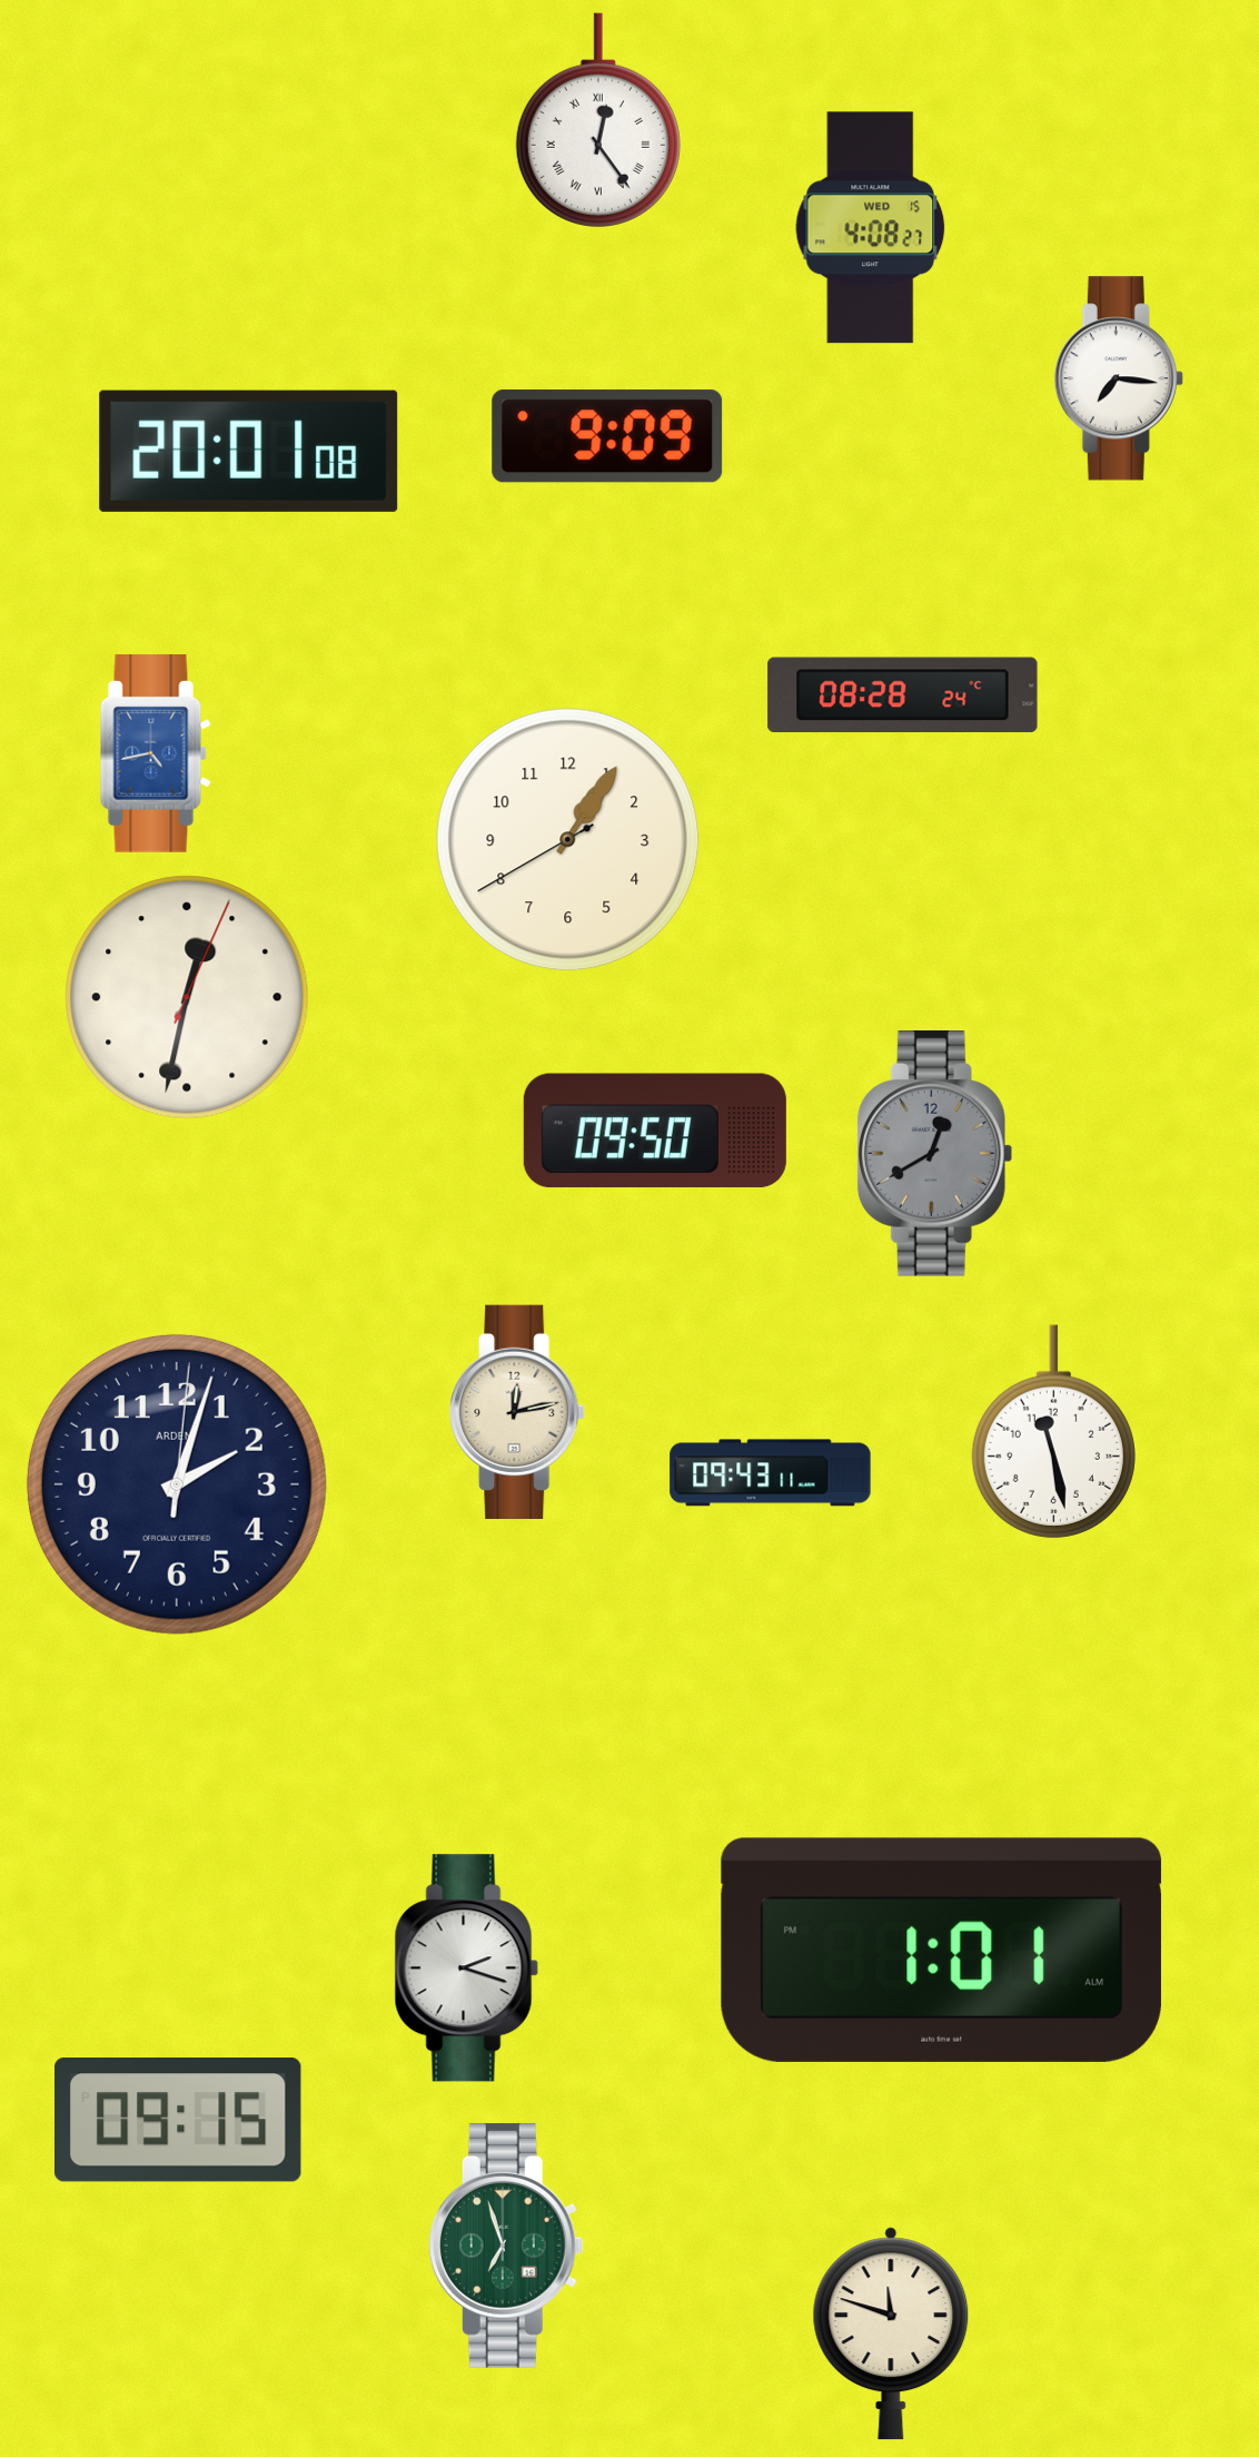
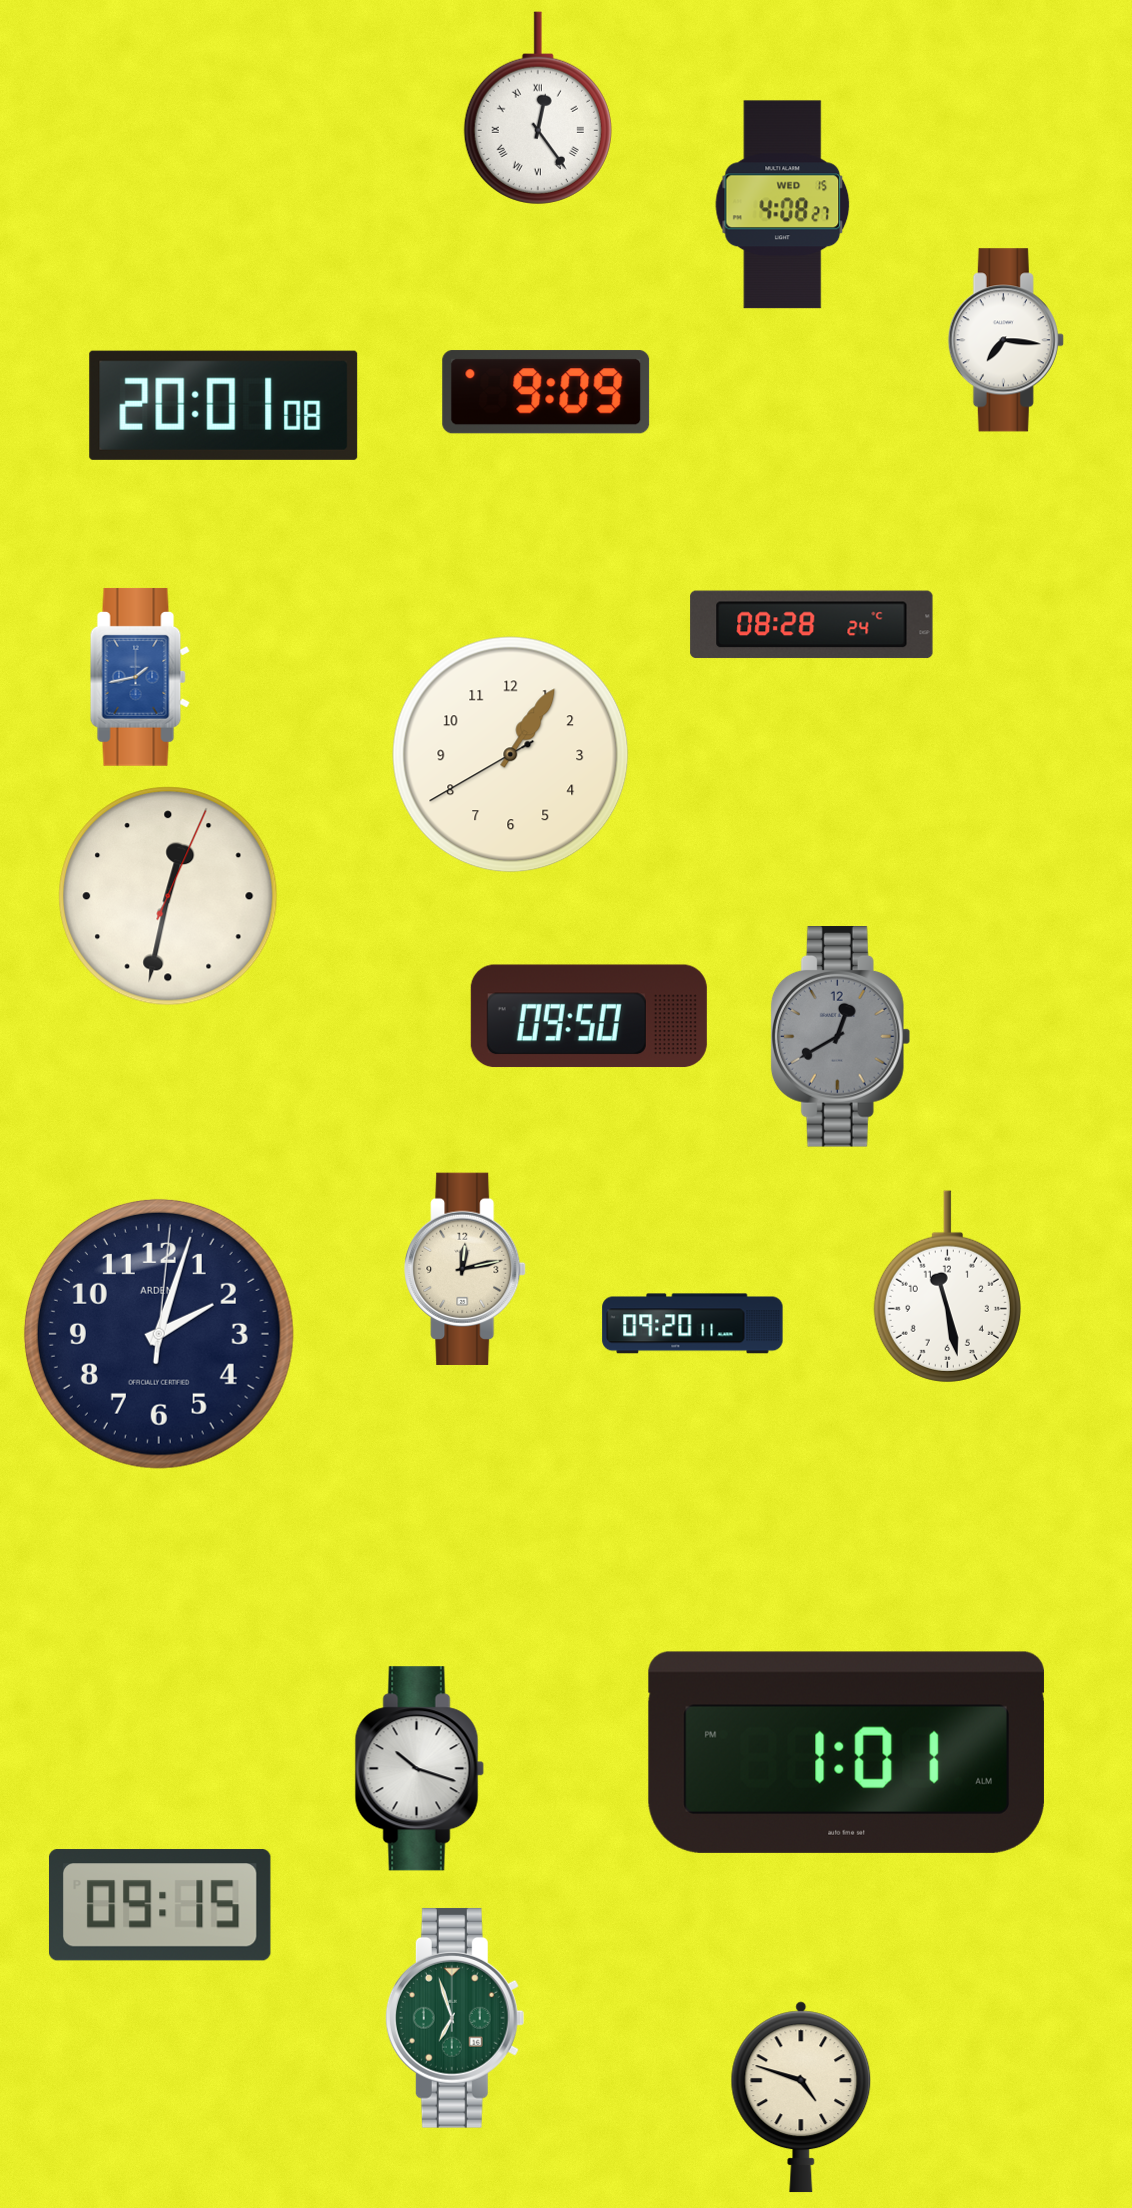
clock at (156, 753): 4:43 -> 1:43
clock at (771, 1473): 09:43 -> 09:20
clock at (466, 1968): 2:18 -> 10:18
clock at (891, 2333): 11:48 -> 4:48
